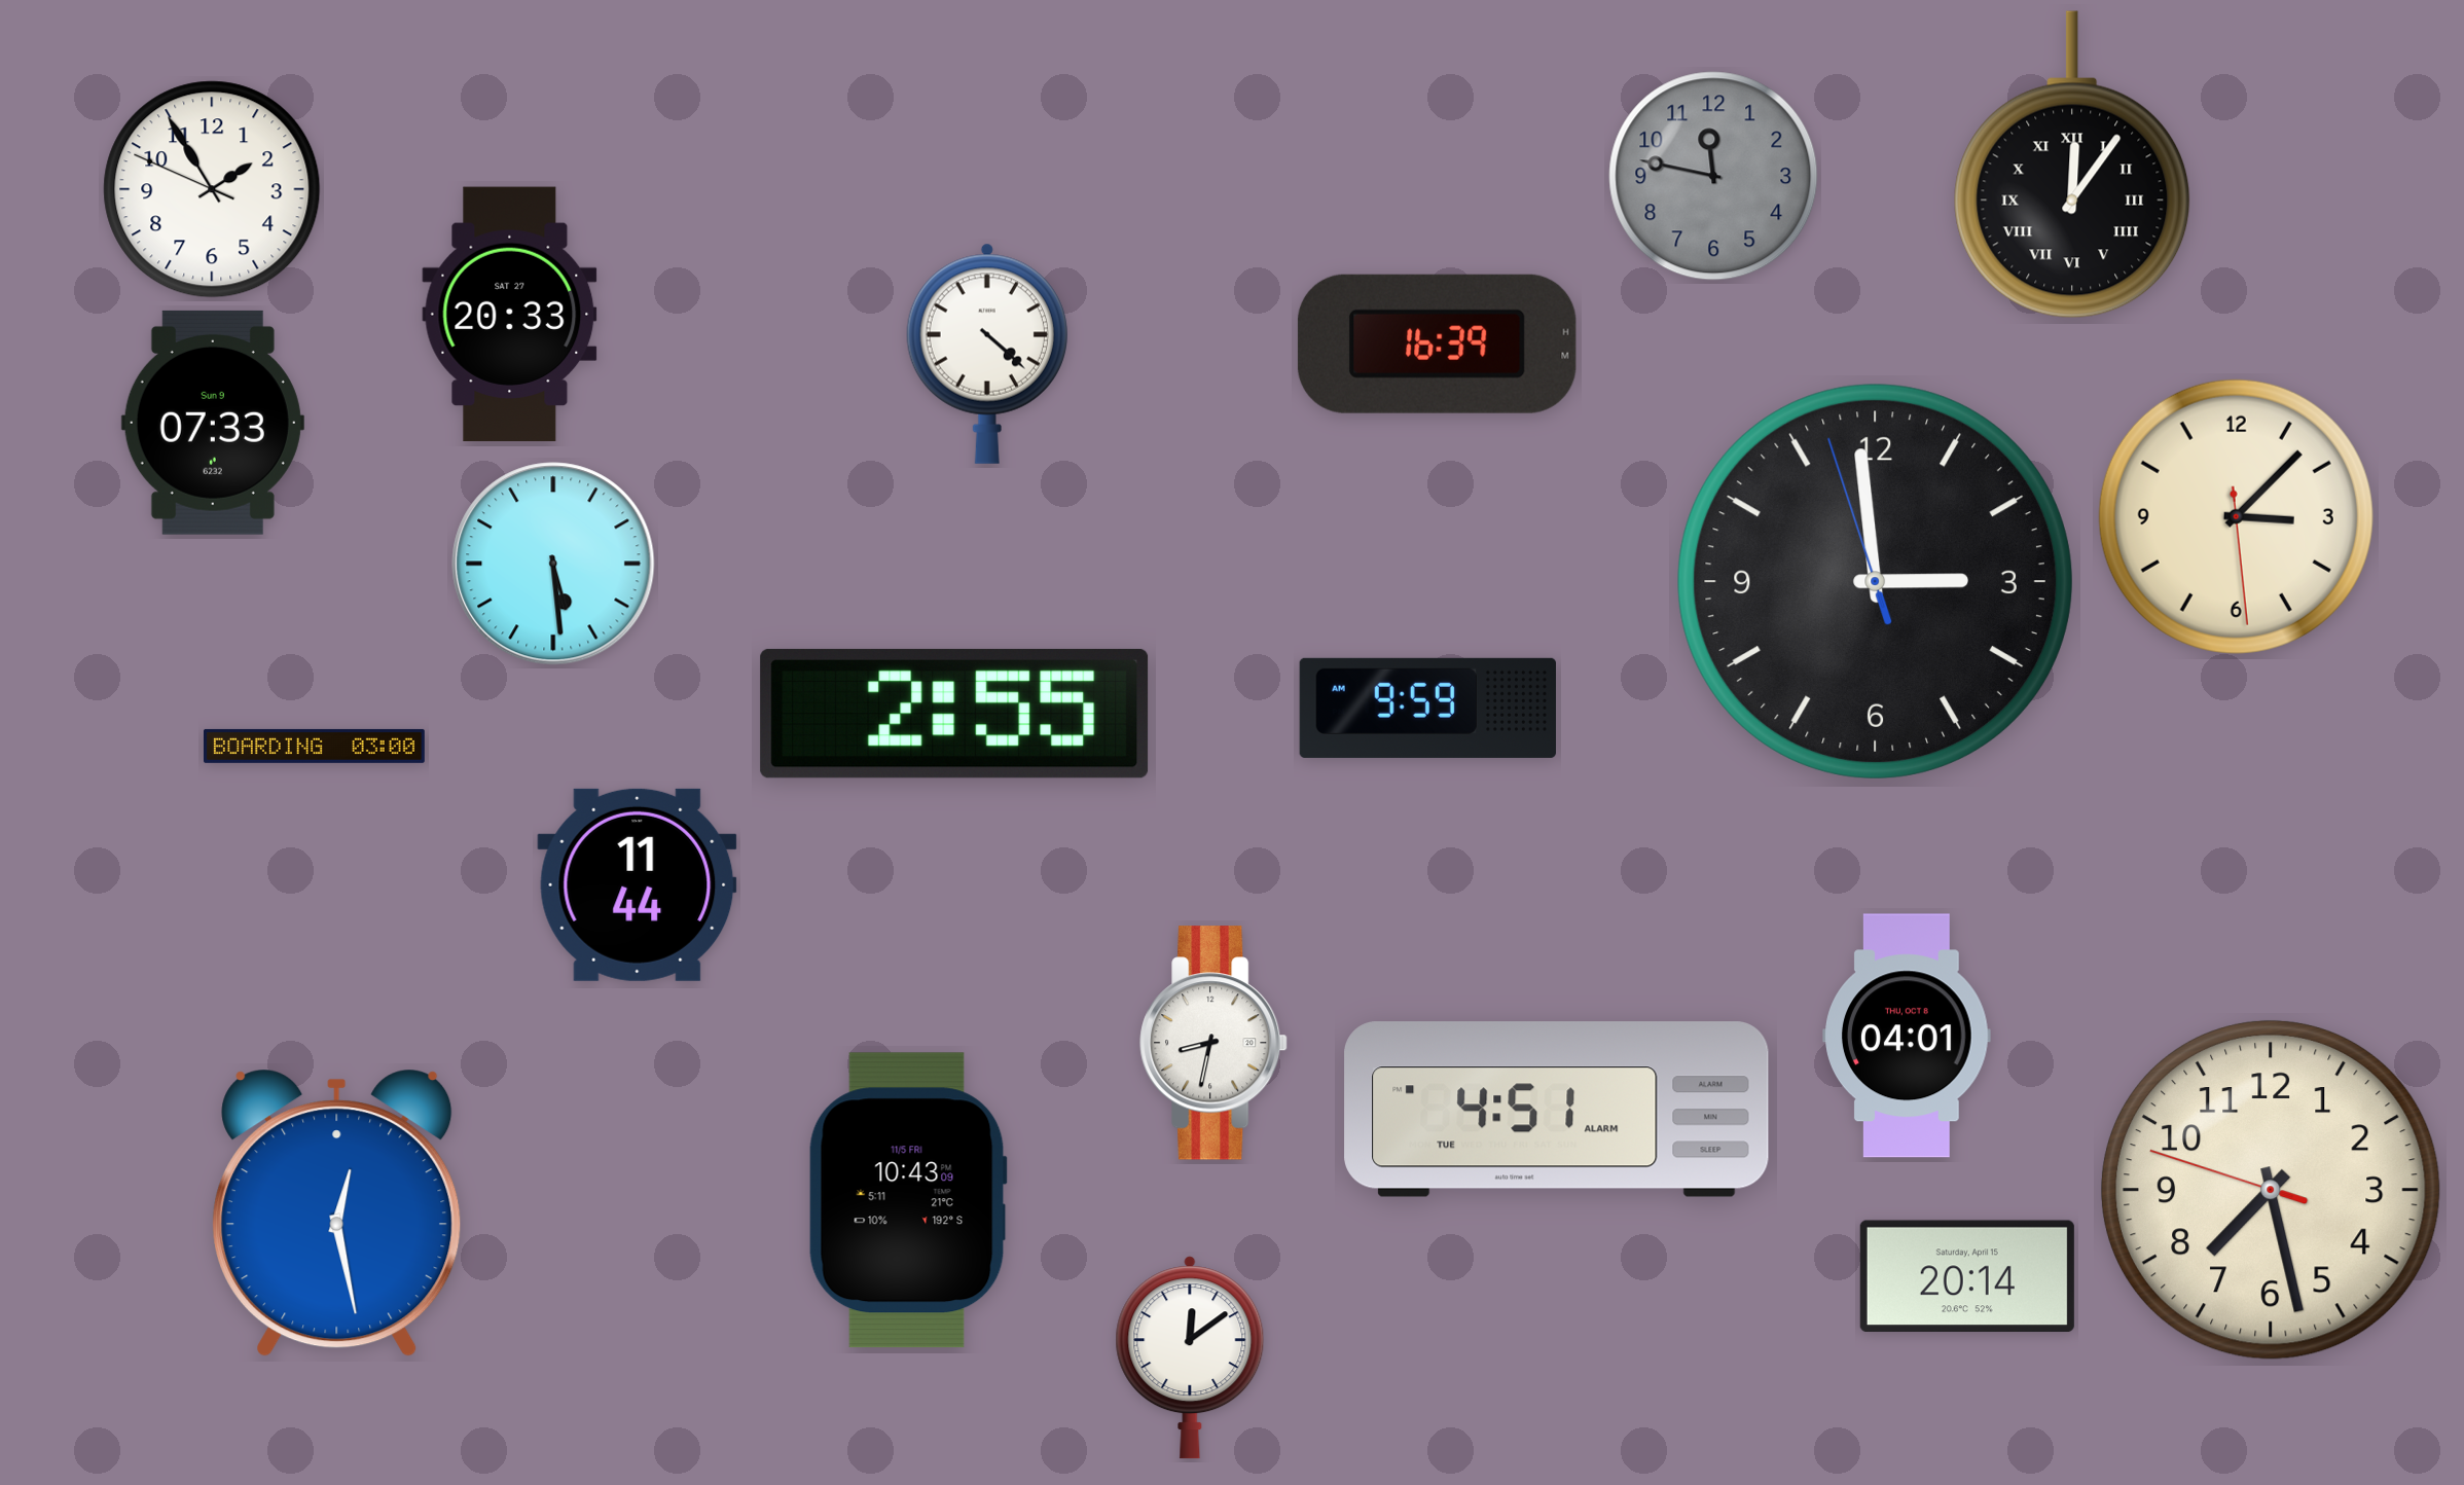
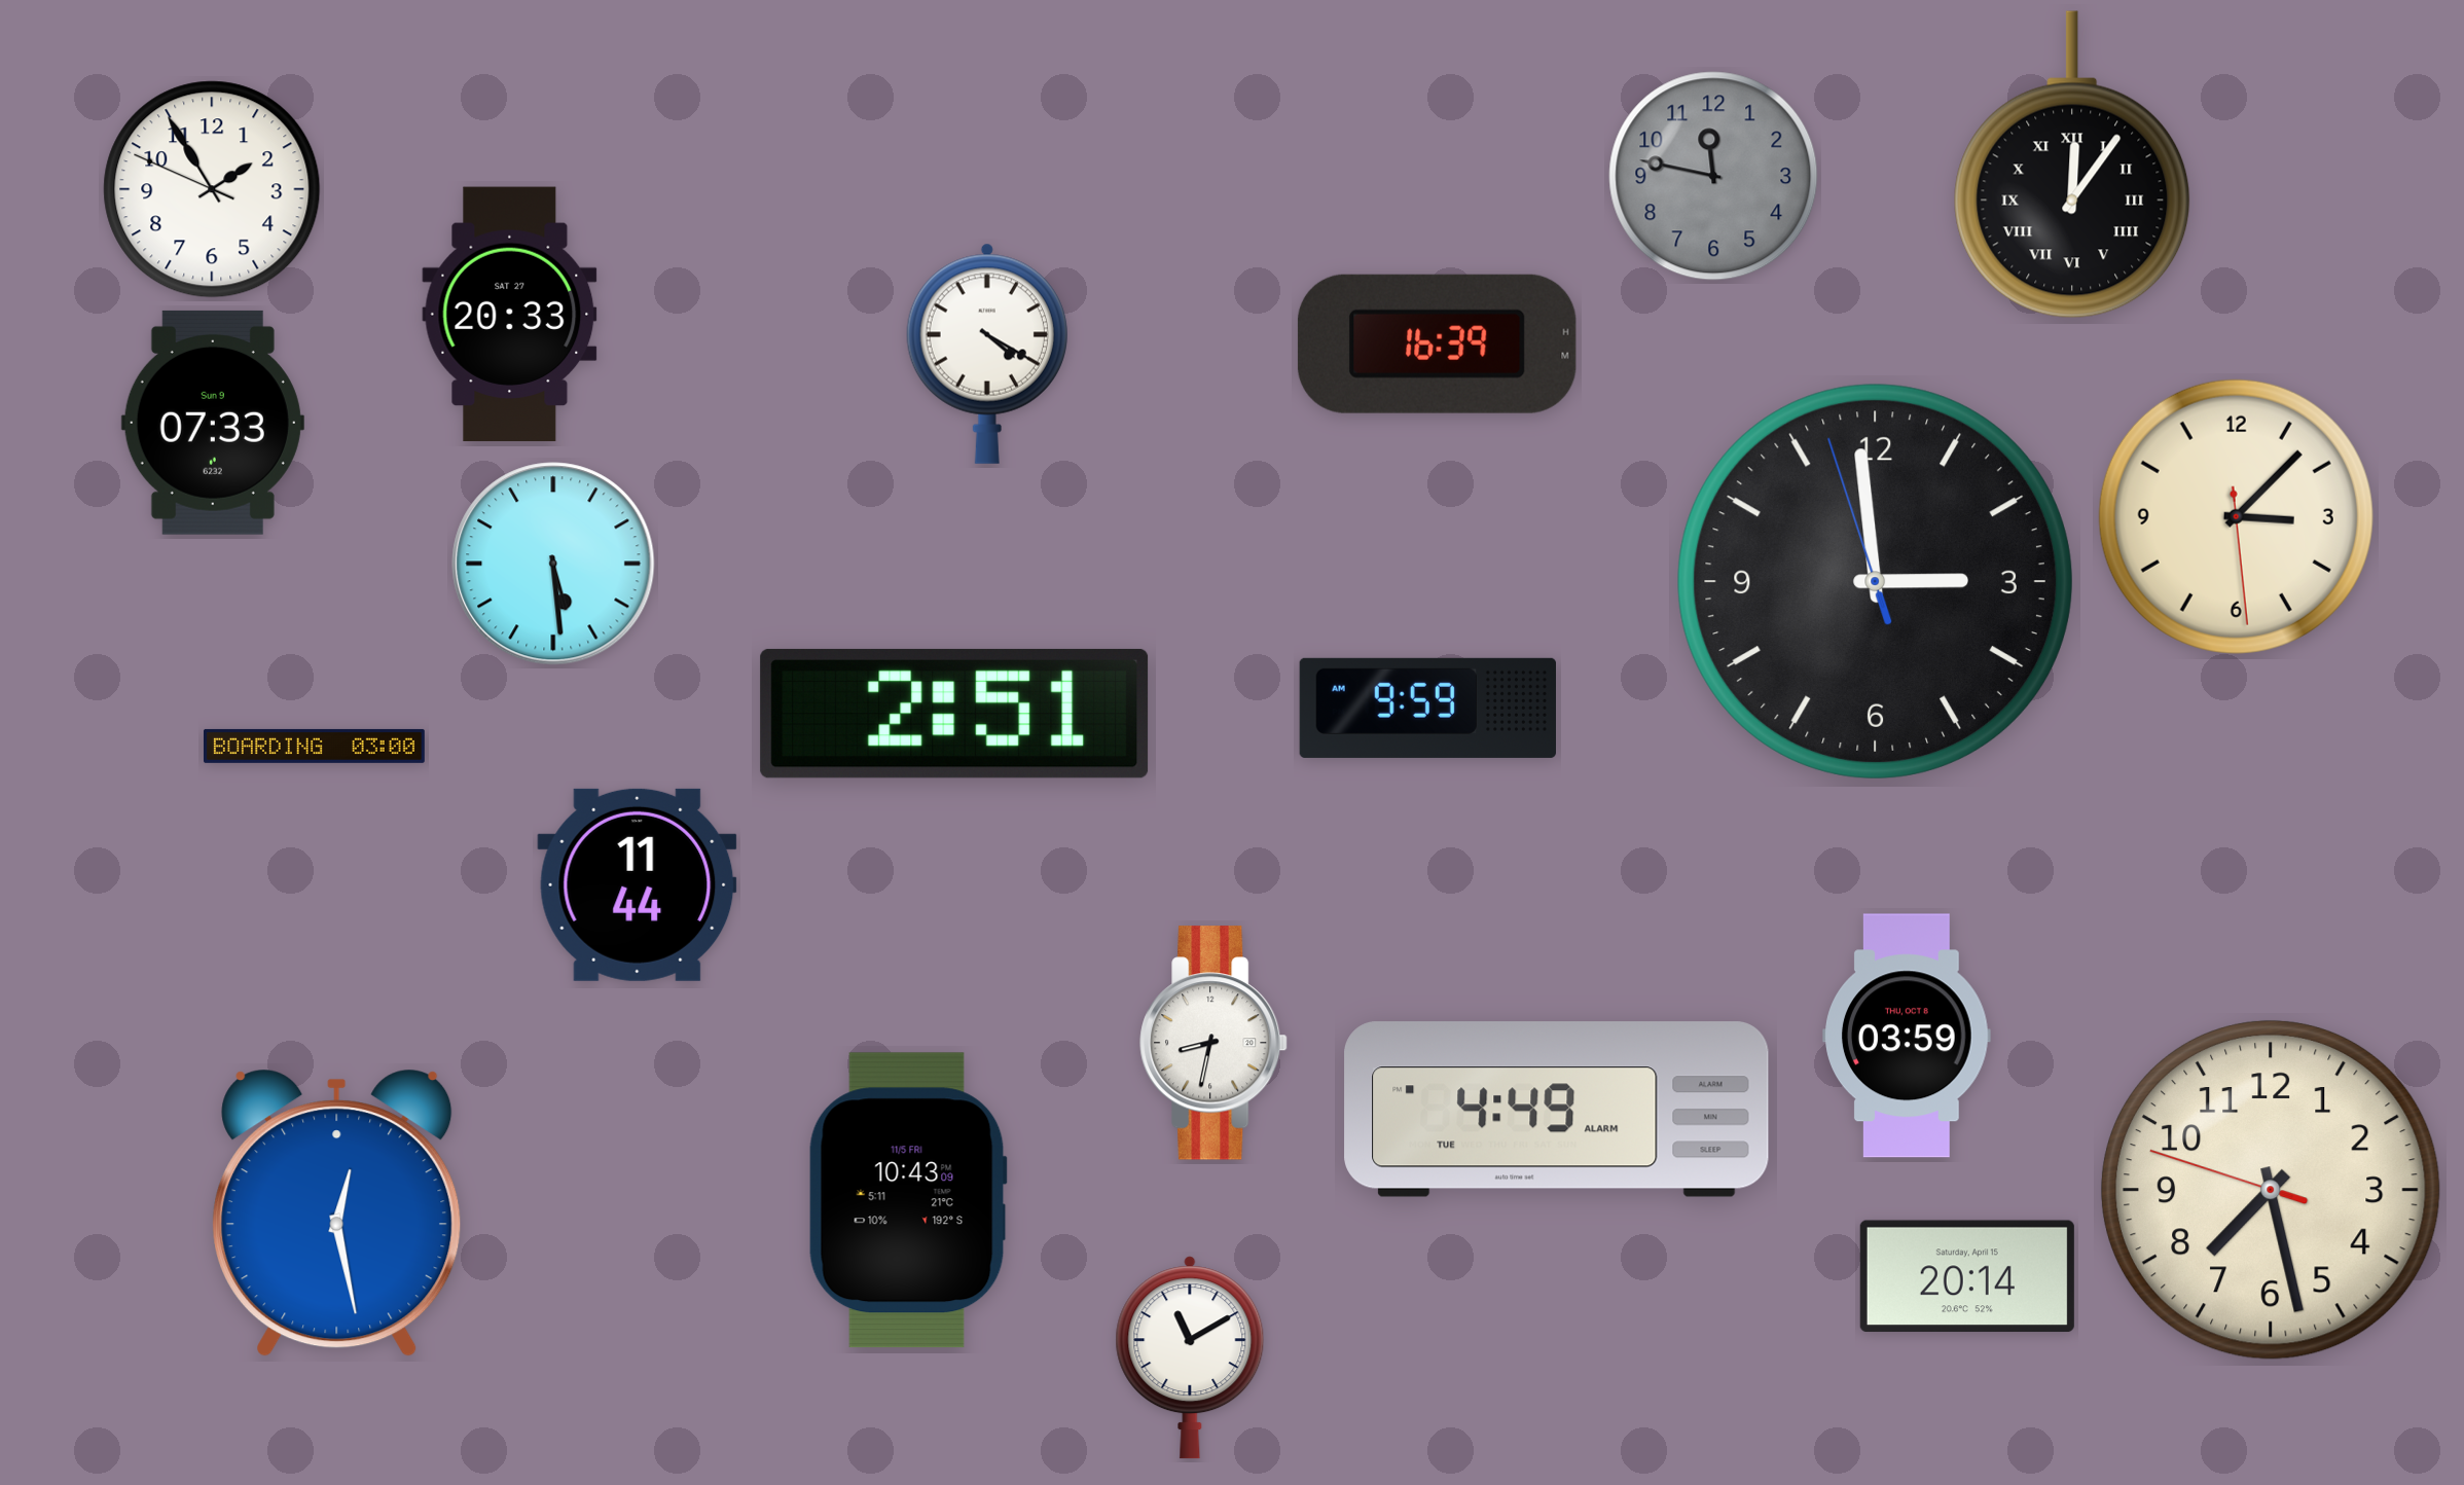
clock at (987, 354): 4:22 -> 4:20
clock at (954, 714): 2:55 -> 2:51
clock at (1907, 1036): 04:01 -> 03:59
clock at (1557, 1110): 4:51 -> 4:49
clock at (1190, 1357): 12:09 -> 11:10
